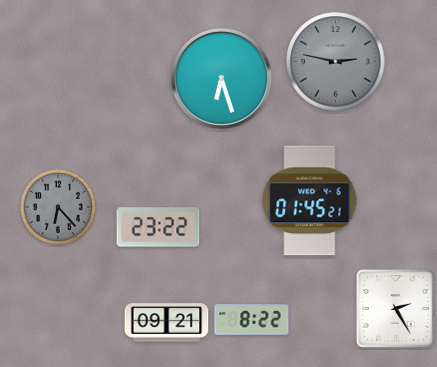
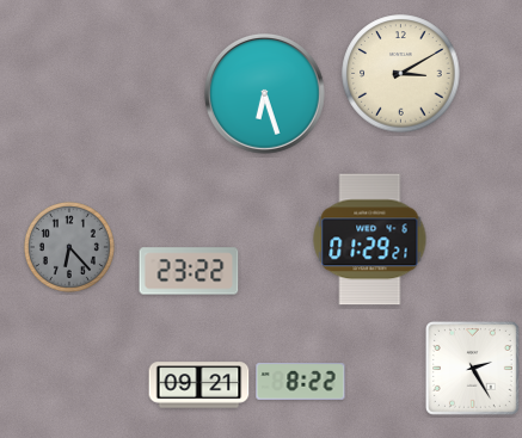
clock at (336, 62): 2:47 -> 3:10
clock at (336, 62) dial: grey -> cream
clock at (310, 201): 01:45 -> 01:29
